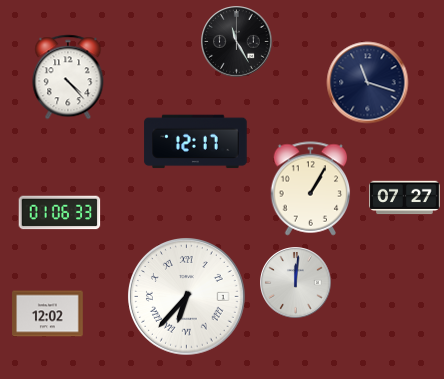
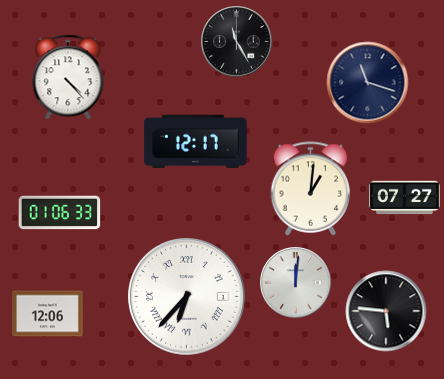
clock at (311, 189): 1:05 -> 1:01
clock at (386, 311): none -> 5:46
clock at (48, 314): 12:02 -> 12:06
